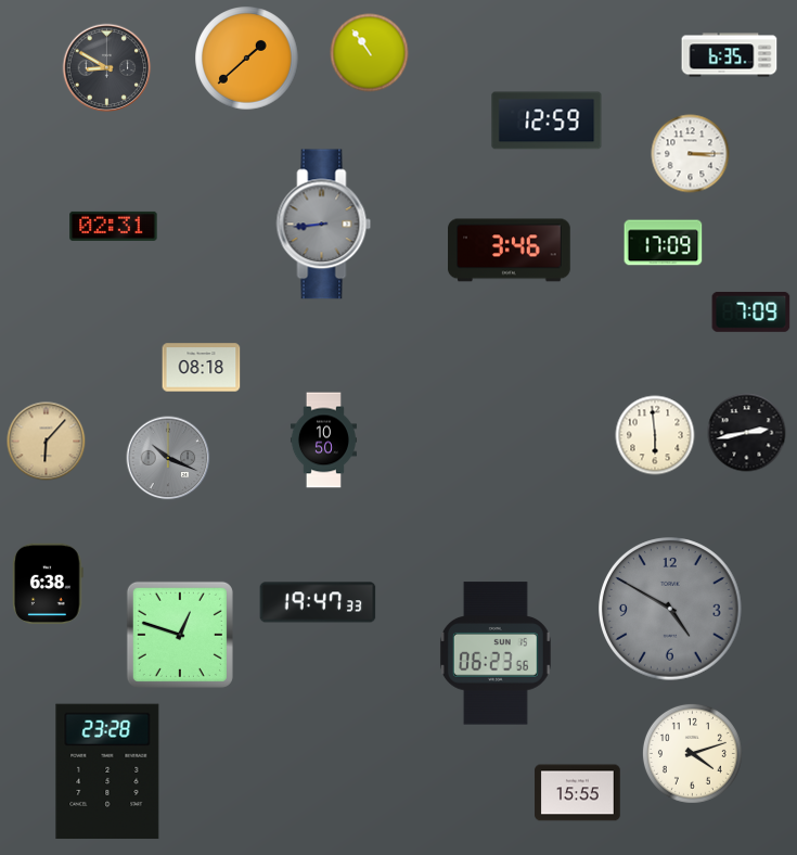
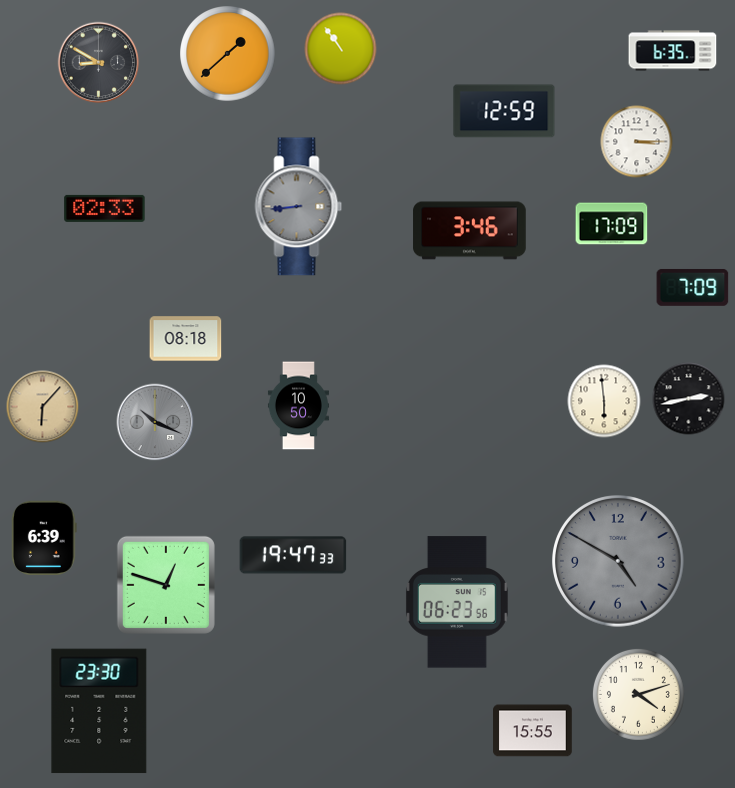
clock at (114, 226): 02:31 -> 02:33
clock at (48, 584): 6:38 -> 6:39
clock at (107, 771): 23:28 -> 23:30
